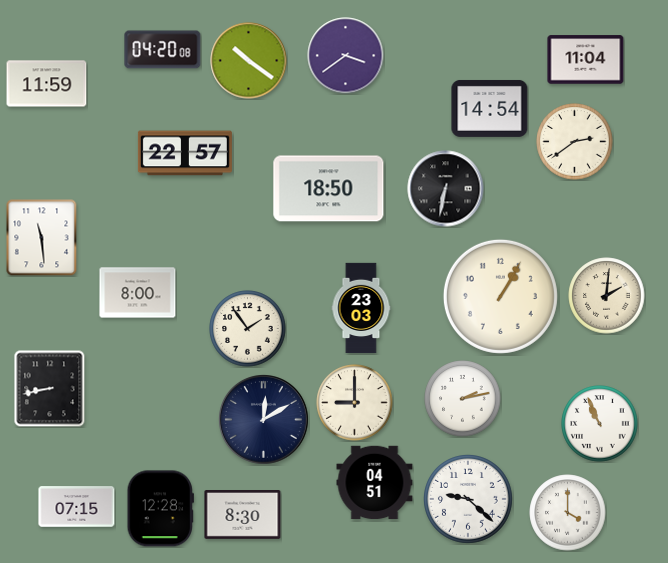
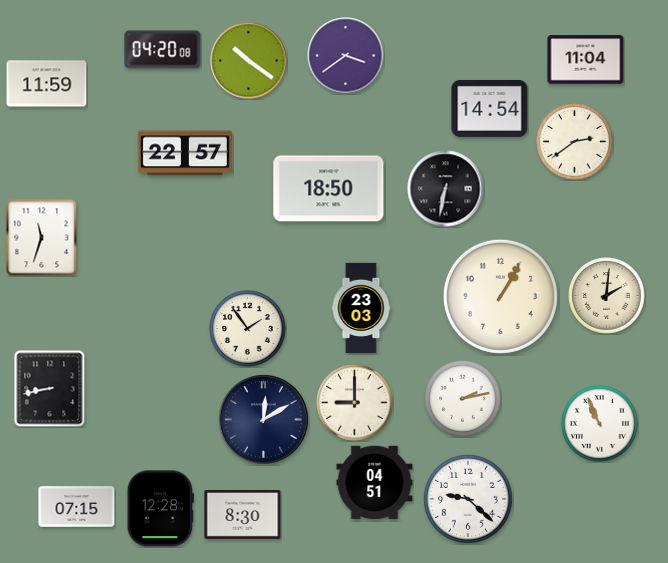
clock at (42, 237): 11:29 -> 11:33
clock at (138, 293): 8:00 -> none
clock at (568, 513): 4:00 -> none
